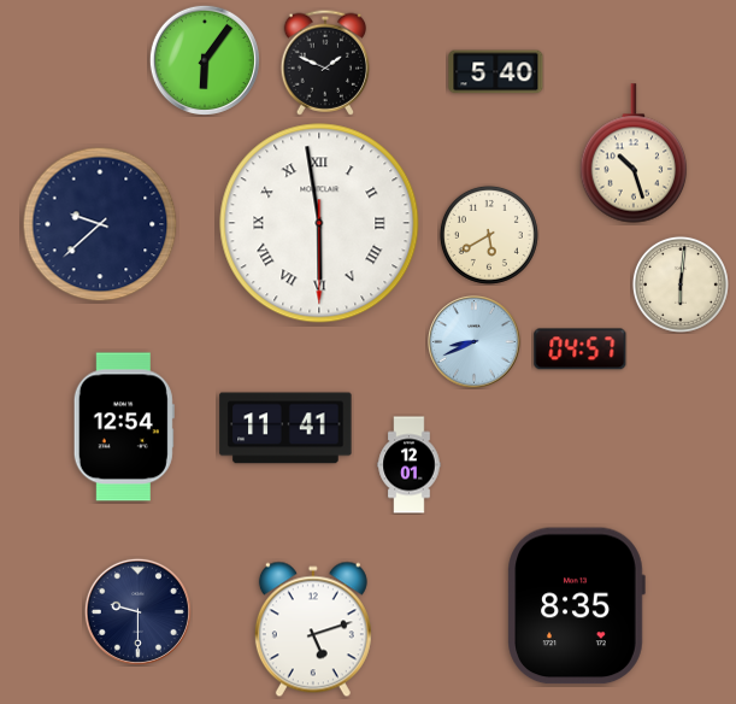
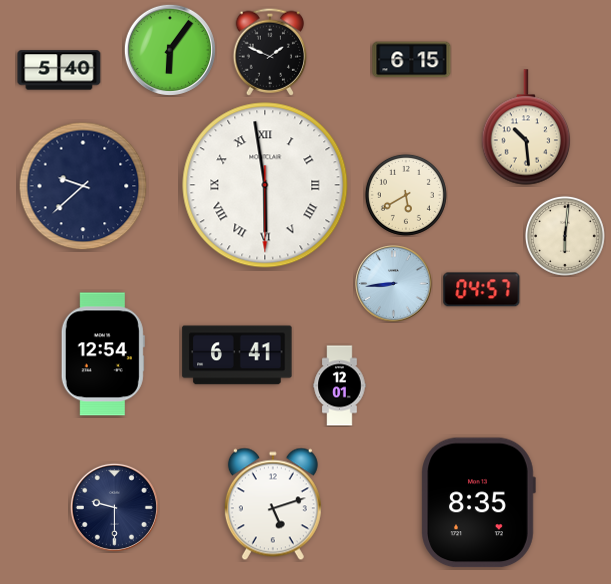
clock at (496, 72): 5:40 -> 6:15
clock at (59, 70): none -> 5:40
clock at (634, 153): 10:27 -> 10:29
clock at (475, 342): 8:41 -> 8:44
clock at (285, 428): 11:41 -> 6:41
clock at (313, 629) position: (313, 629) -> (273, 504)
